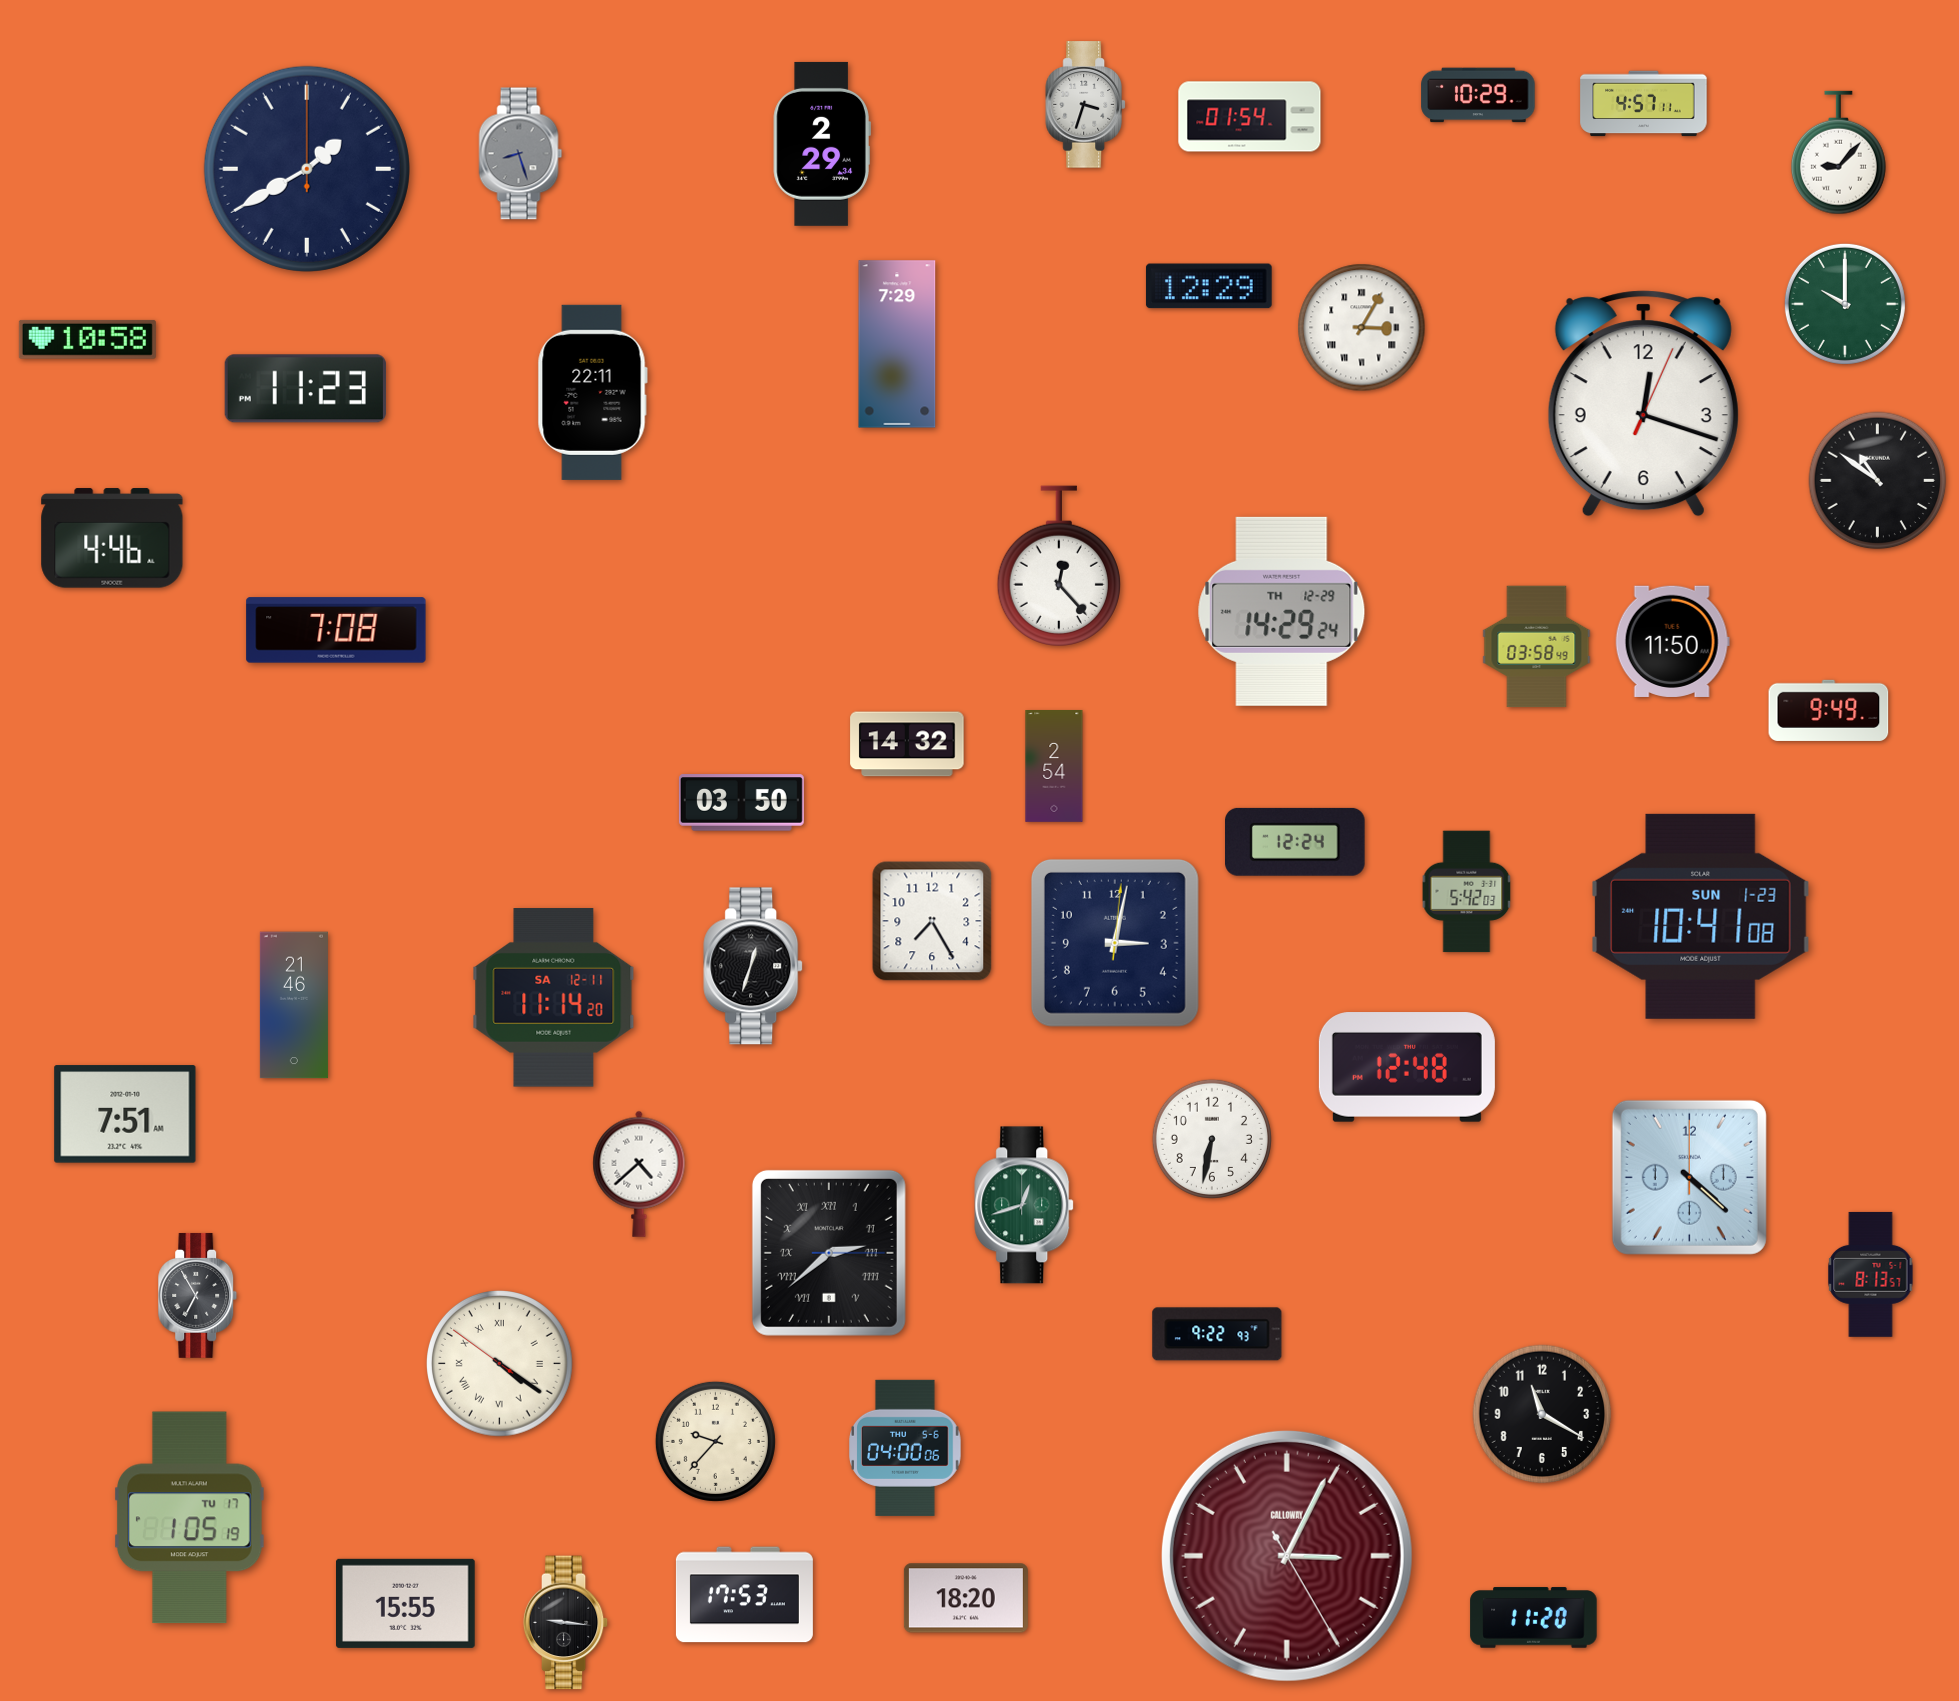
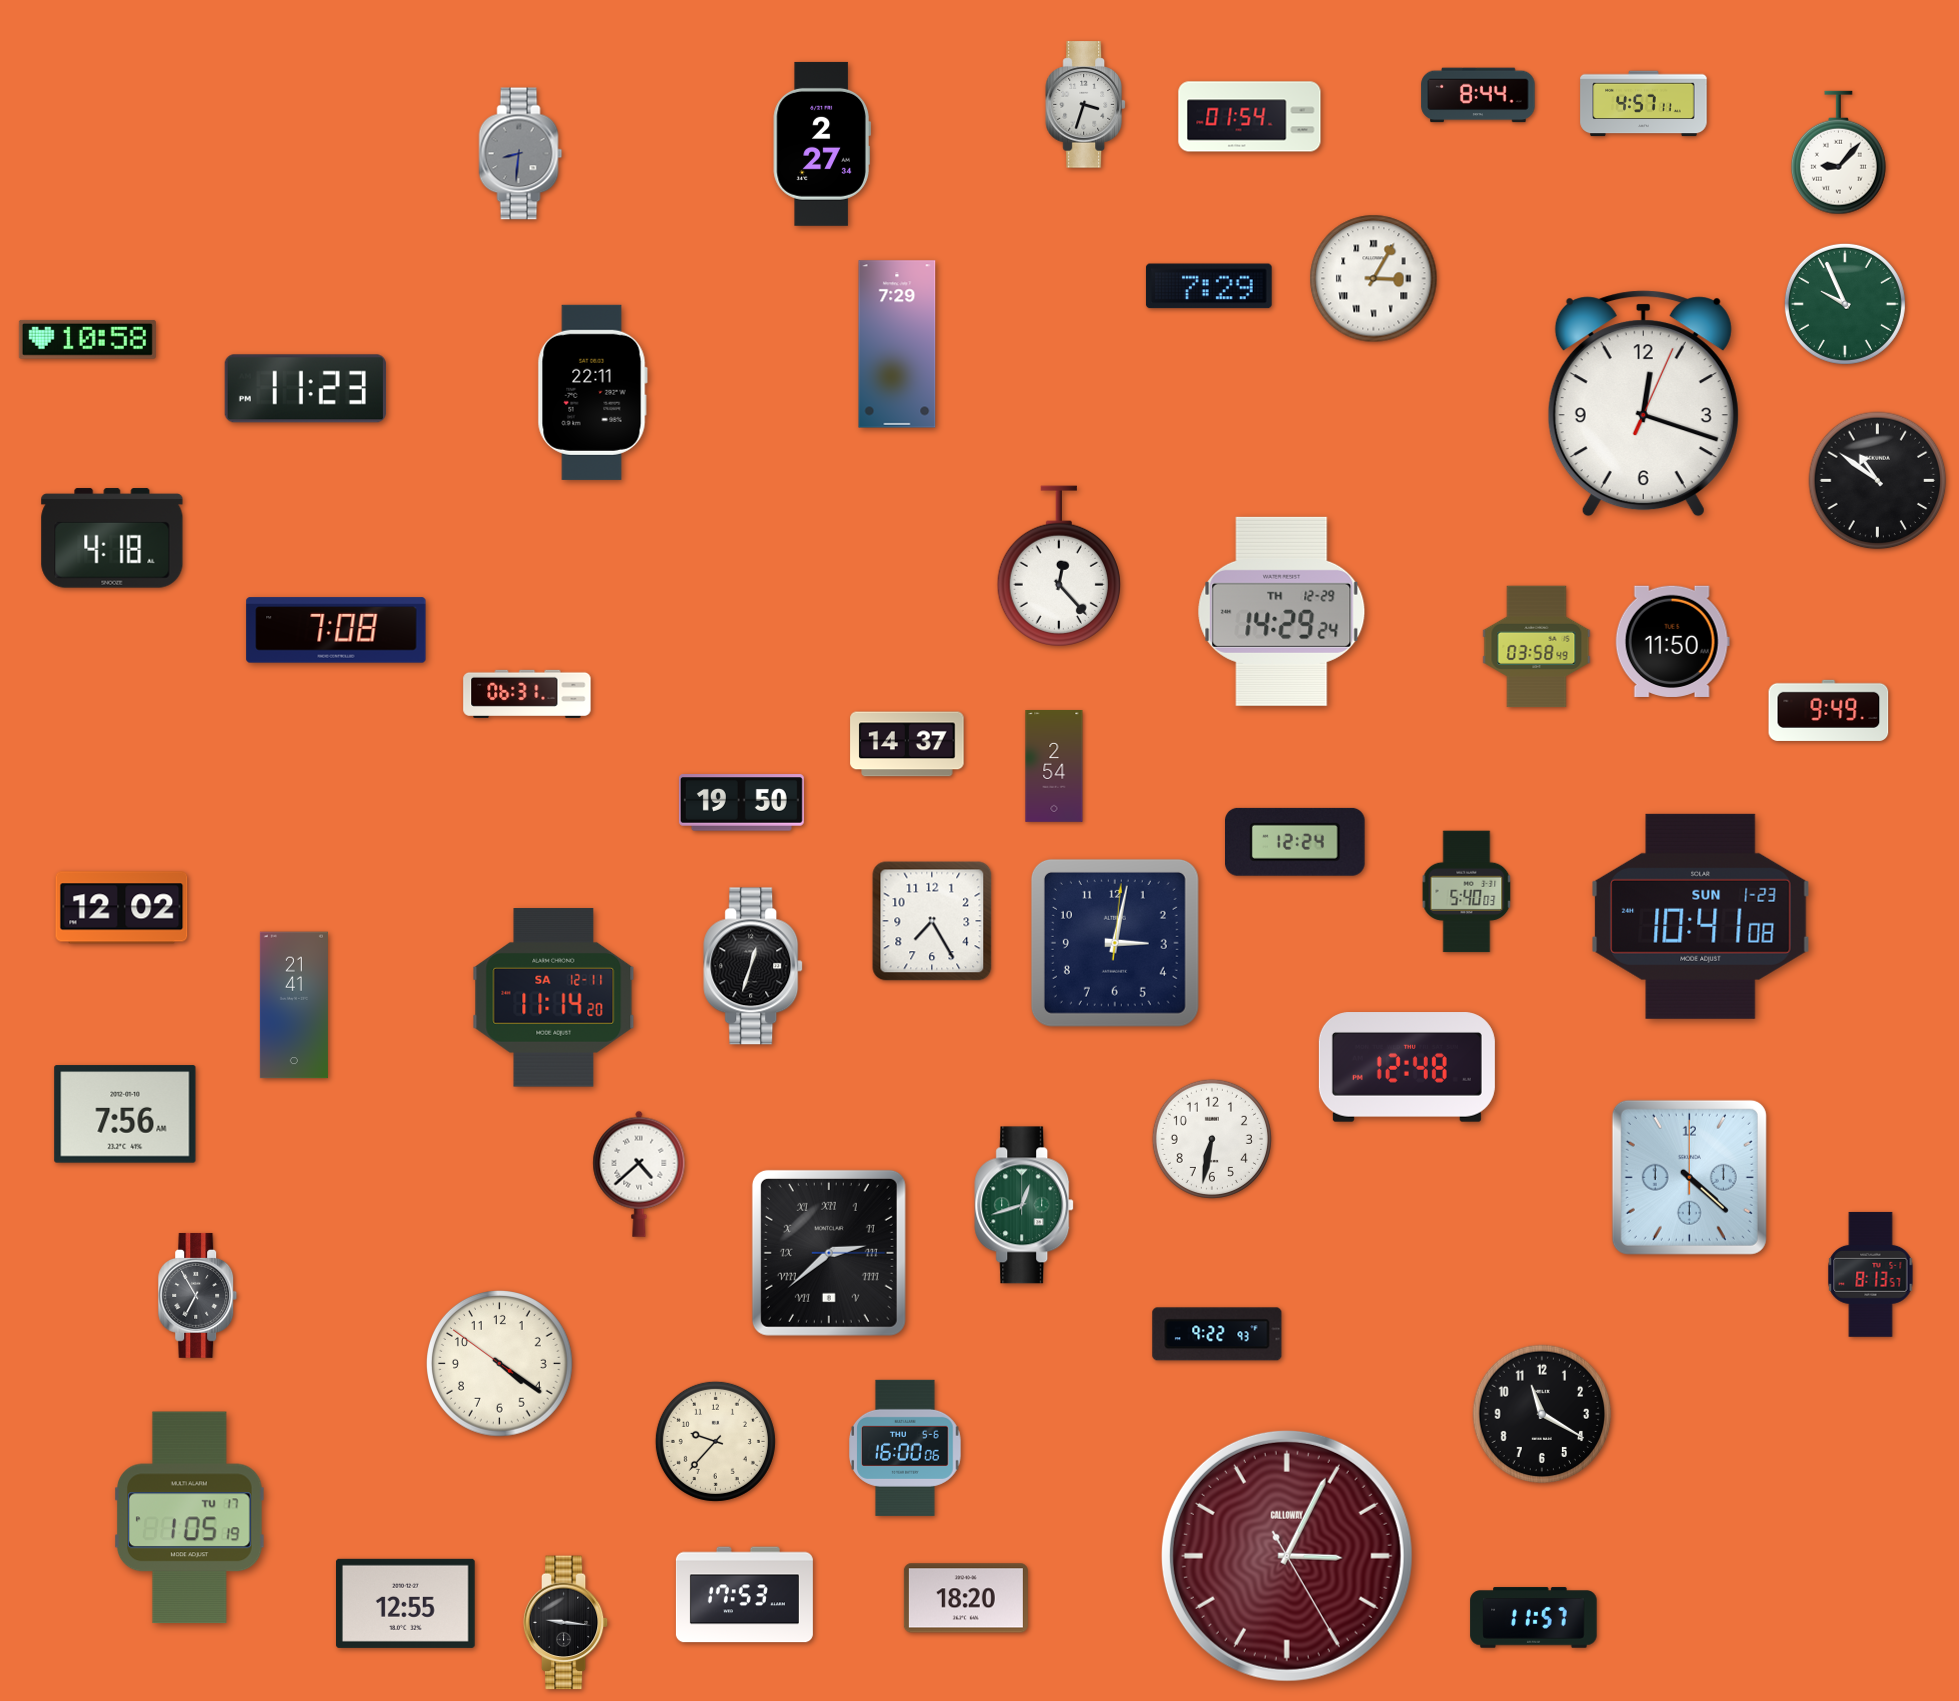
clock at (1478, 95): 10:29 -> 8:44
clock at (822, 144): 2:29 -> 2:27
clock at (521, 154): 8:27 -> 8:31
clock at (307, 169): 1:40 -> none
clock at (1209, 286): 12:29 -> 7:29
clock at (1845, 304): 10:00 -> 9:56
clock at (1362, 328) position: (1362, 328) -> (1374, 279)
clock at (112, 538): 4:46 -> 4:18
clock at (527, 694): none -> 06:31
clock at (907, 744): 14:32 -> 14:37
clock at (741, 803): 03:50 -> 19:50
clock at (1467, 892): 5:42 -> 5:40
clock at (122, 908): none -> 12:02
clock at (294, 1005): 21:46 -> 21:41
clock at (125, 1114): 7:51 -> 7:56
clock at (500, 1364) numerals: Roman -> Arabic
clock at (905, 1448): 04:00 -> 16:00
clock at (406, 1603): 15:55 -> 12:55
clock at (1534, 1618): 11:20 -> 11:57
